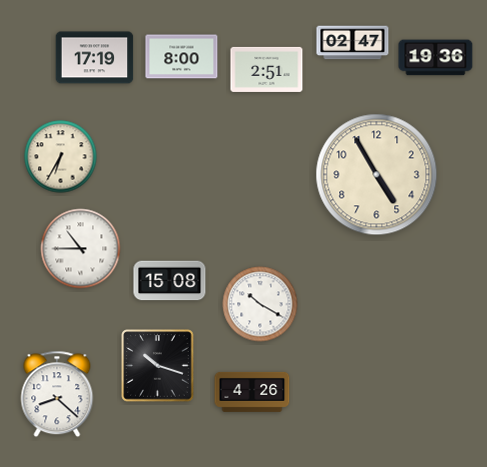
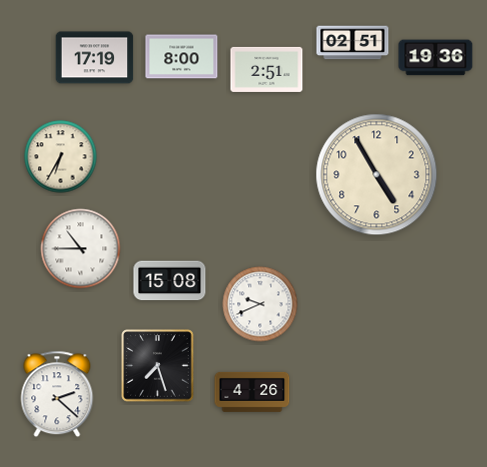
clock at (353, 43): 02:47 -> 02:51
clock at (260, 304): 10:20 -> 9:41
clock at (158, 366): 10:18 -> 7:27
clock at (57, 394): 8:22 -> 2:22
